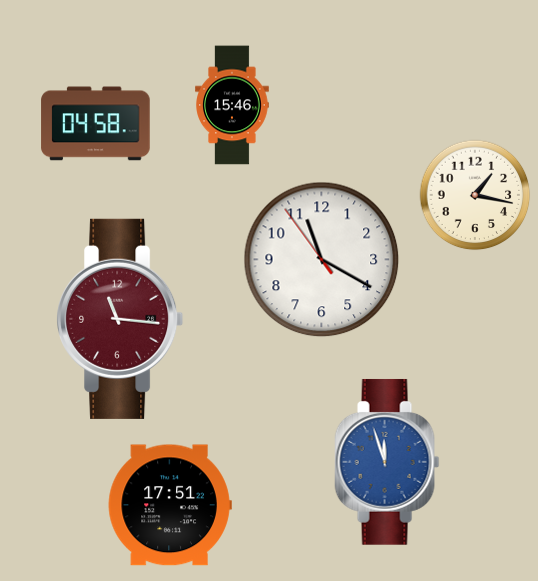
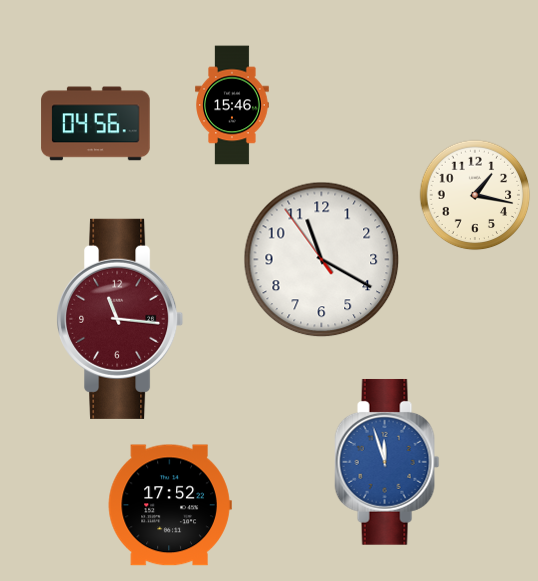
clock at (96, 124): 04:58 -> 04:56
clock at (170, 505): 17:51 -> 17:52
